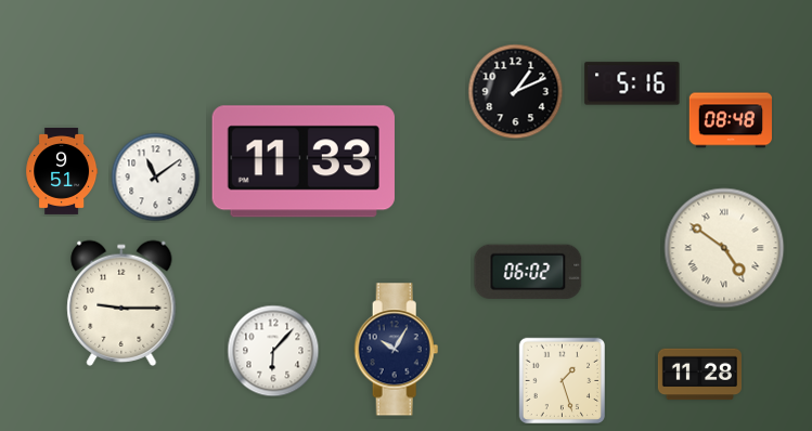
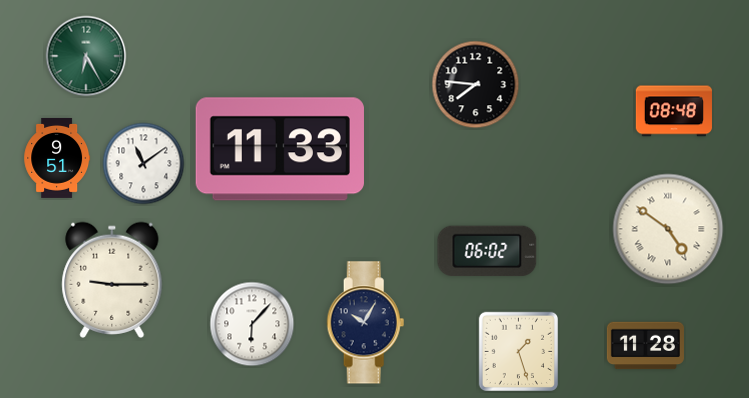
clock at (86, 56): none -> 6:25
clock at (632, 83): 5:16 -> none
clock at (516, 92): 1:11 -> 7:46
